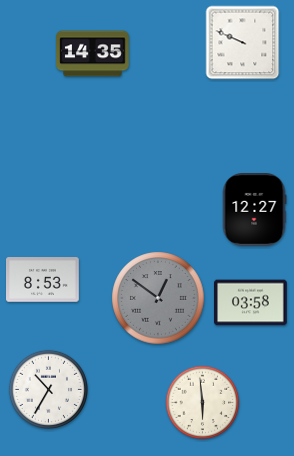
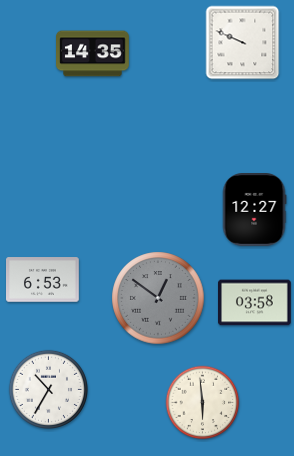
clock at (43, 280): 8:53 -> 6:53
clock at (251, 303) position: (251, 303) -> (255, 303)
